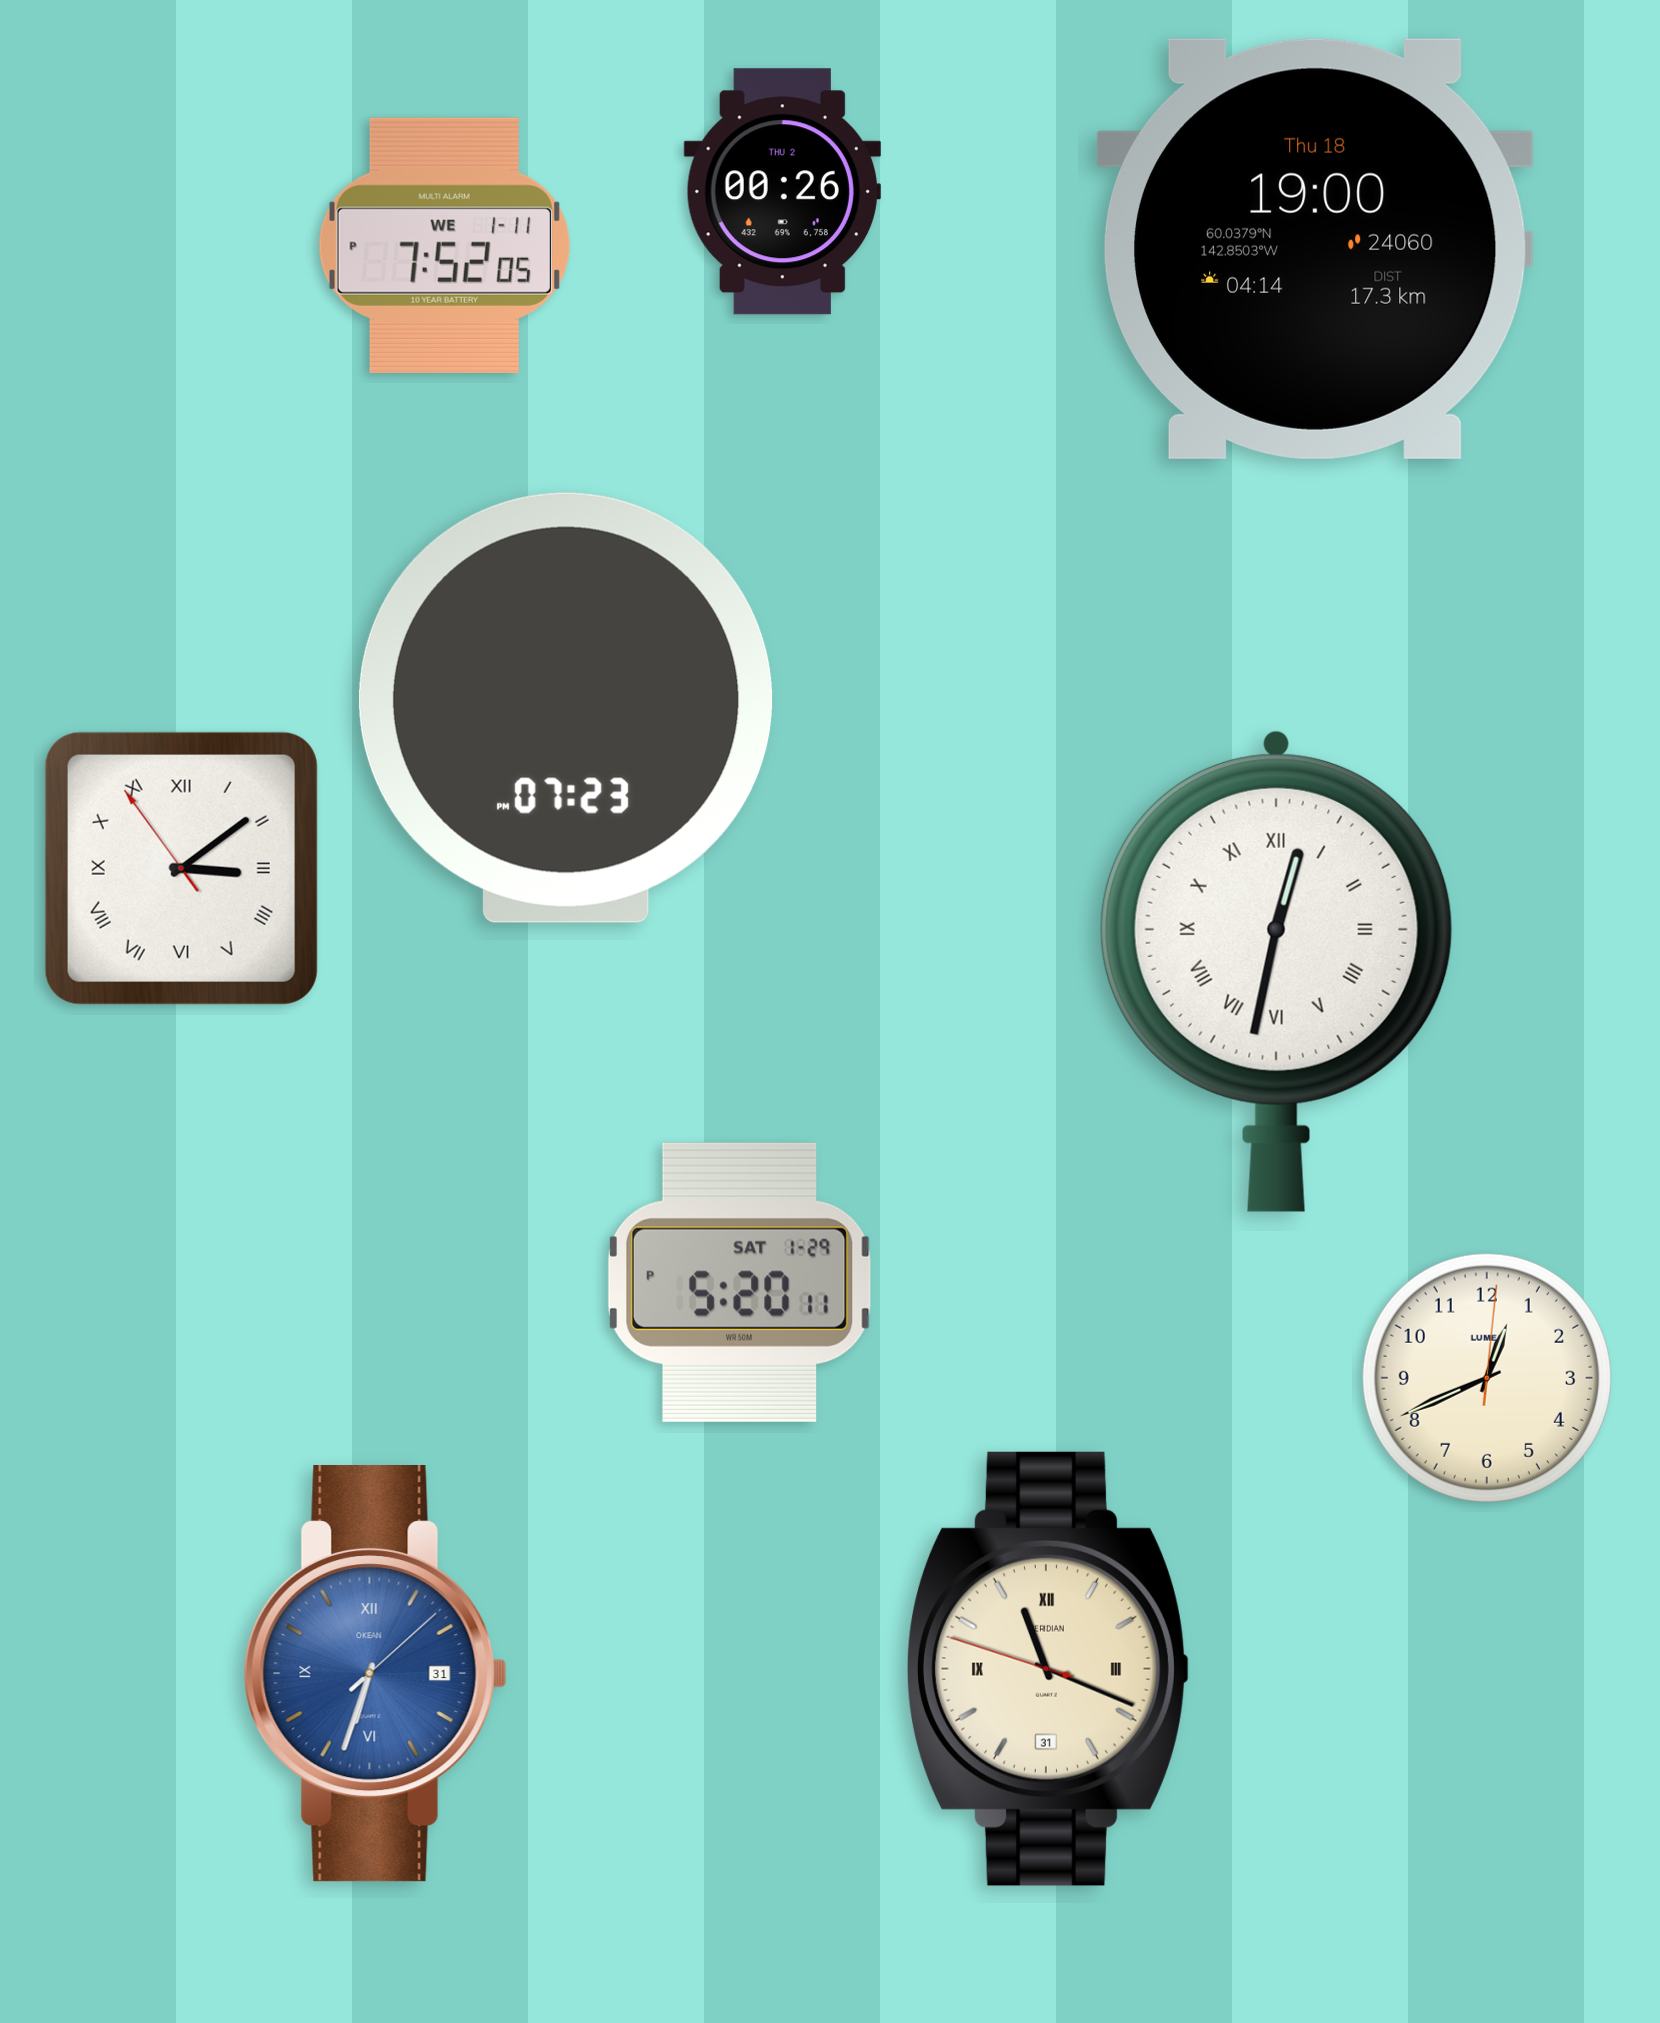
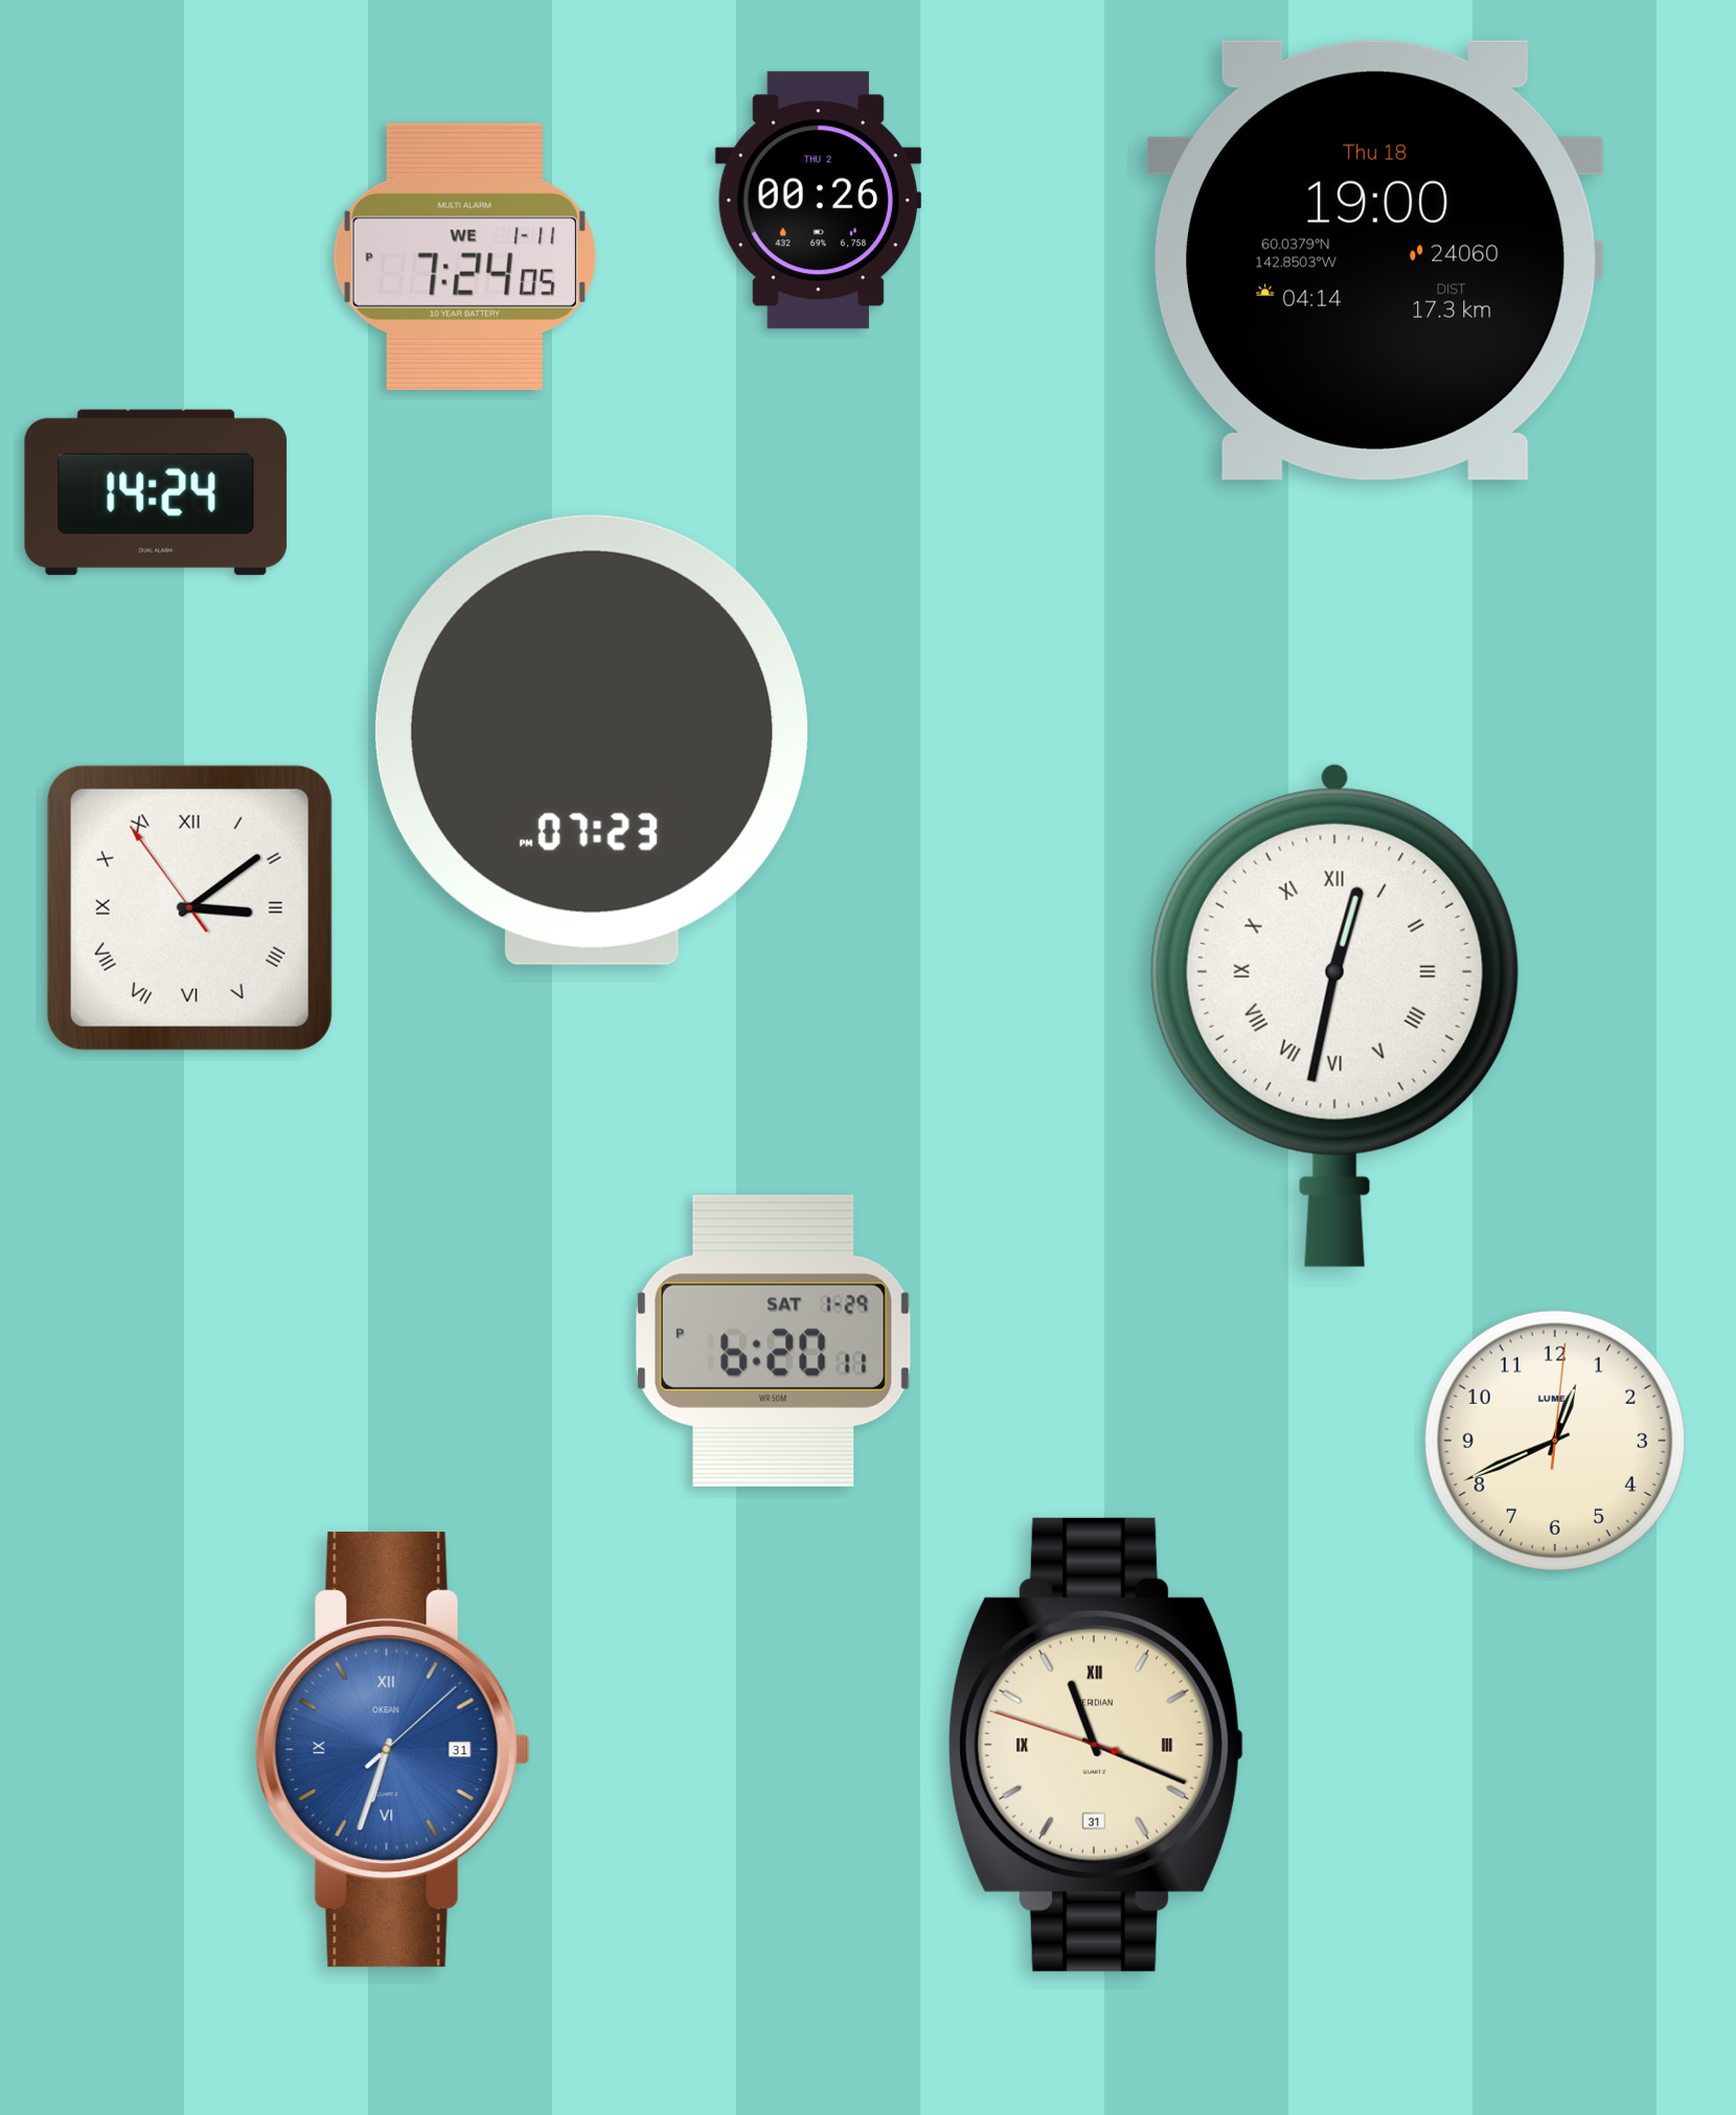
clock at (444, 245): 7:52 -> 7:24
clock at (156, 492): none -> 14:24
clock at (739, 1282): 5:20 -> 6:20
